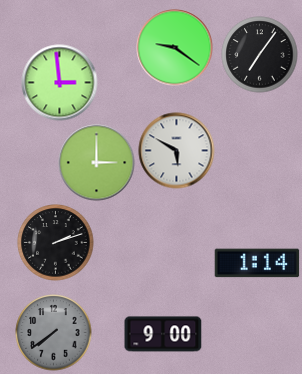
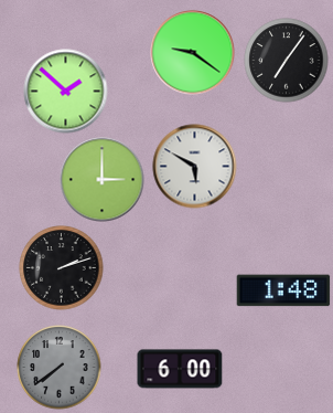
clock at (60, 83): 2:59 -> 1:52
clock at (97, 163) position: (97, 163) -> (103, 180)
clock at (257, 263): 1:14 -> 1:48
clock at (163, 334): 9:00 -> 6:00
